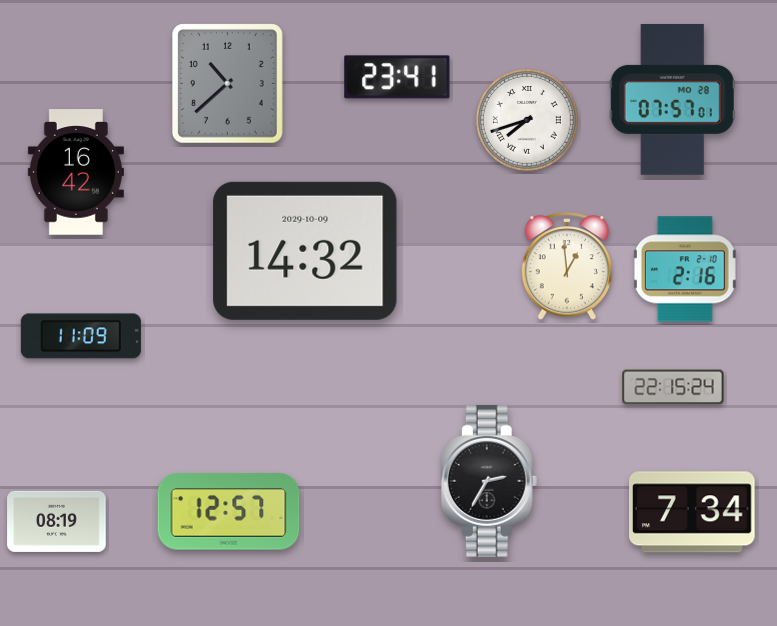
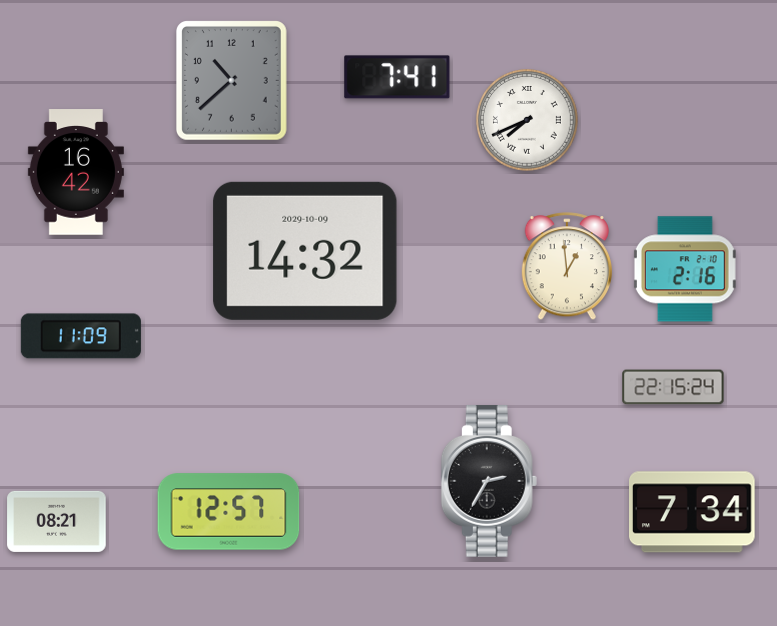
clock at (397, 77): 23:41 -> 7:41
clock at (228, 84) position: (228, 84) -> (232, 81)
clock at (672, 99): 07:57 -> none
clock at (528, 121): 7:42 -> 7:41
clock at (57, 521): 08:19 -> 08:21
